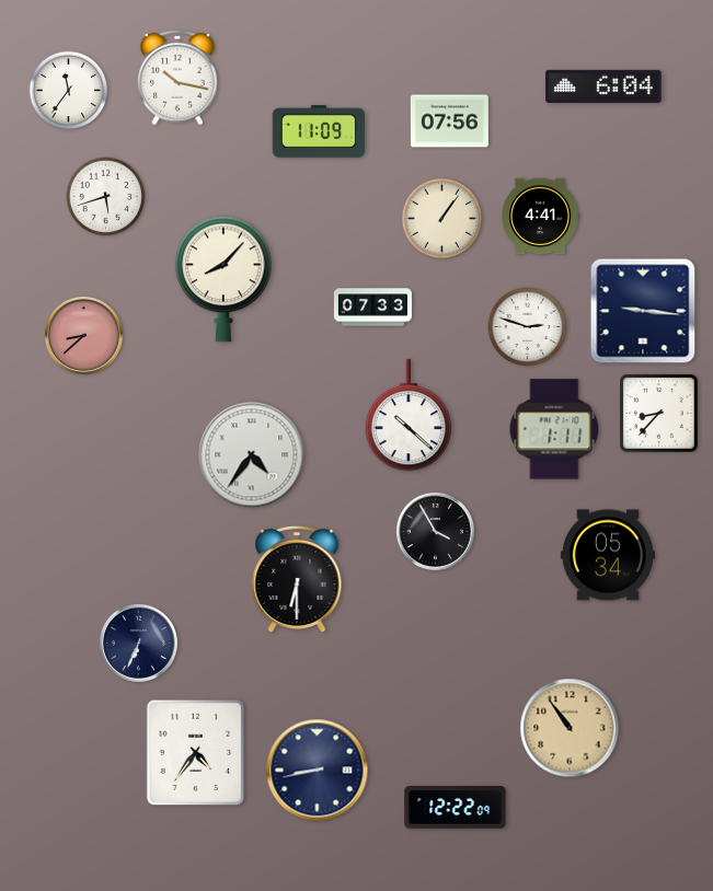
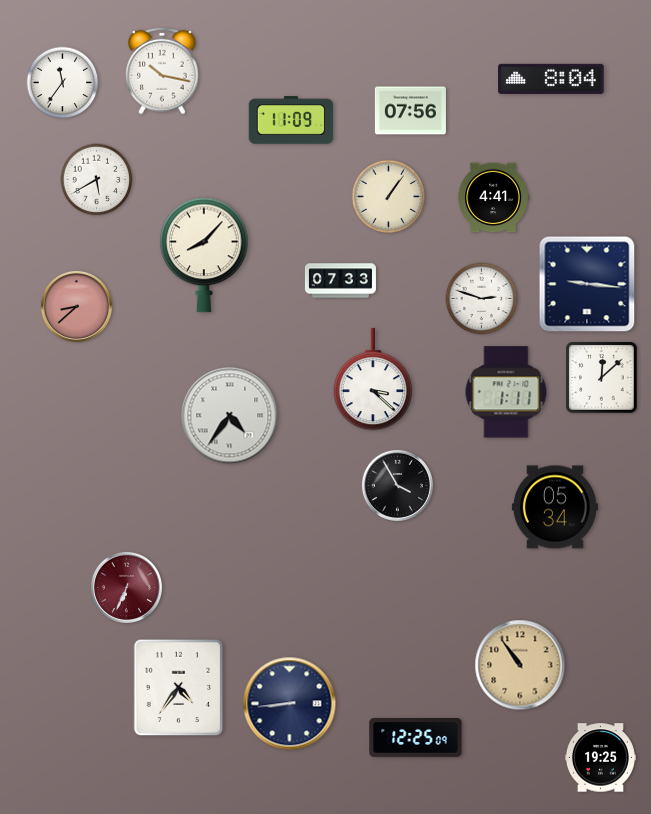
clock at (603, 86): 6:04 -> 8:04
clock at (106, 197): 5:42 -> 5:40
clock at (442, 219) position: (442, 219) -> (389, 197)
clock at (659, 414): 8:37 -> 12:08
clock at (409, 415): 10:22 -> 3:22
clock at (297, 579): 6:30 -> none
clock at (138, 643) dial: navy -> burgundy
clock at (318, 771): 8:43 -> 8:44
clock at (456, 808): 12:22 -> 12:25
clock at (600, 758): none -> 19:25
